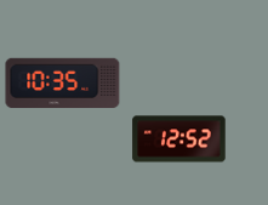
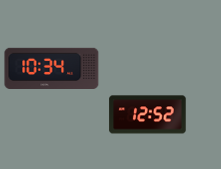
clock at (63, 82): 10:35 -> 10:34
